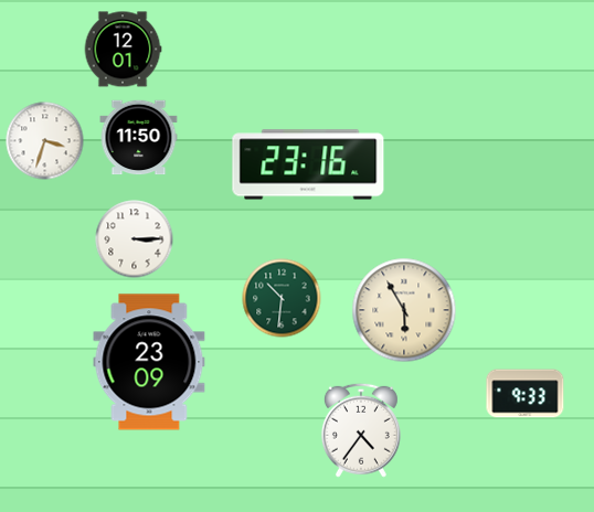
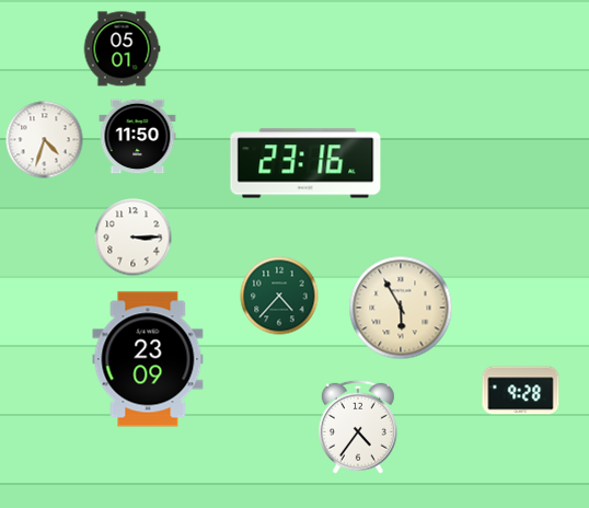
clock at (123, 50): 12:01 -> 05:01
clock at (45, 141): 3:33 -> 4:33
clock at (282, 298): 10:31 -> 4:37
clock at (526, 394): 9:33 -> 9:28
